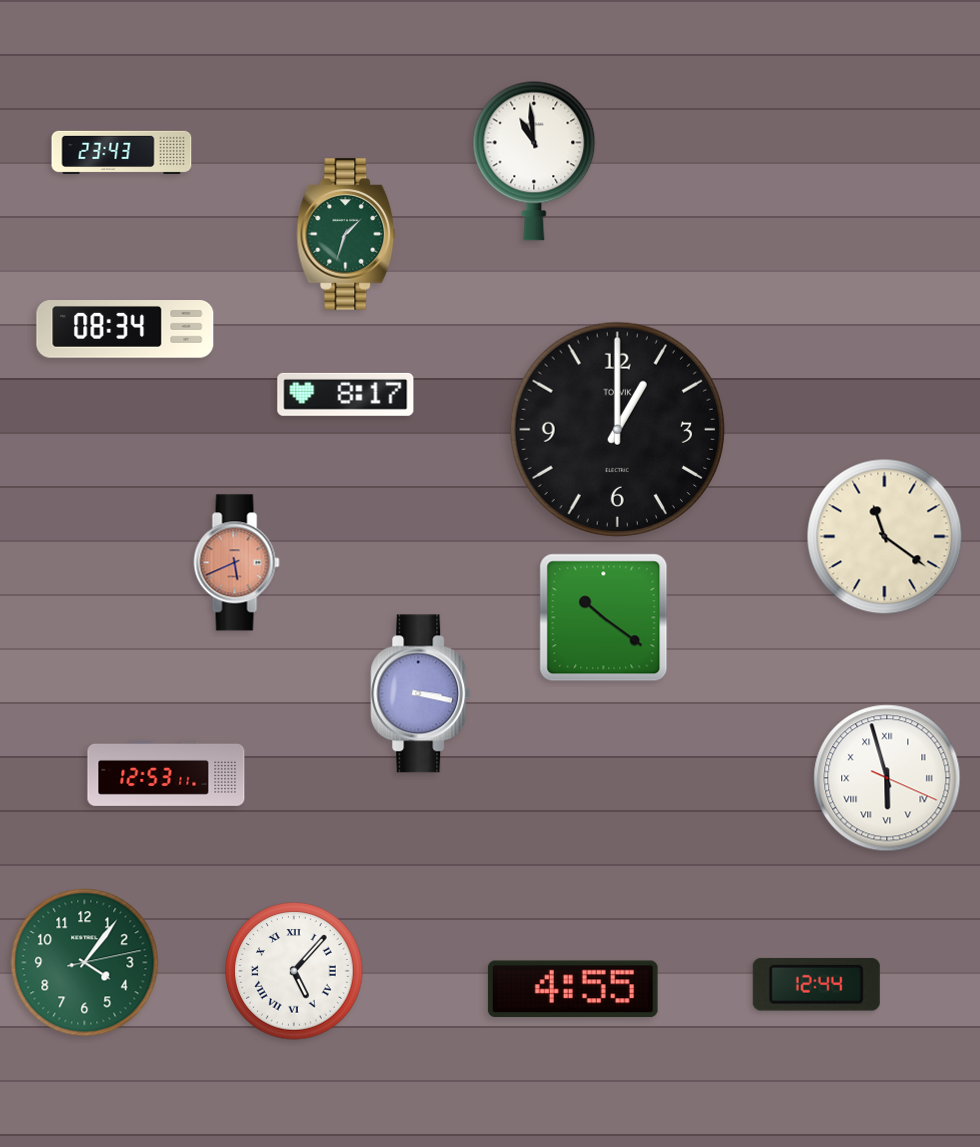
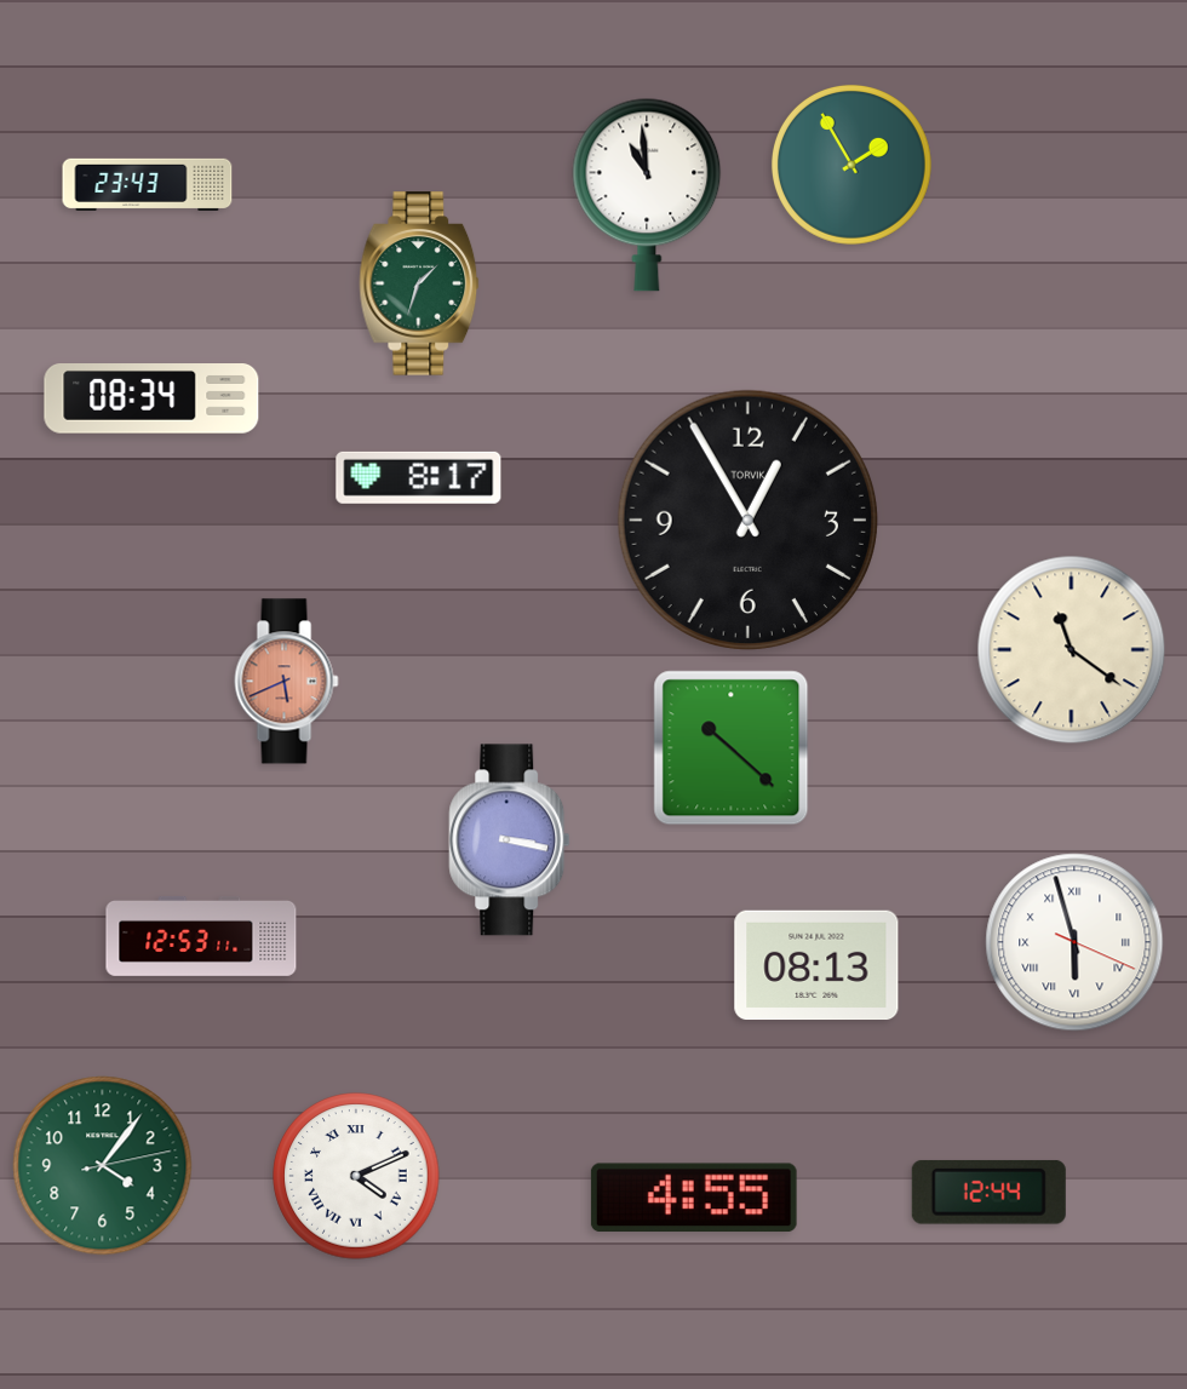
clock at (851, 165): none -> 1:55
clock at (617, 429): 1:00 -> 12:55
clock at (604, 618): 10:21 -> 10:22
clock at (816, 965): none -> 08:13
clock at (294, 971): 5:07 -> 4:11
